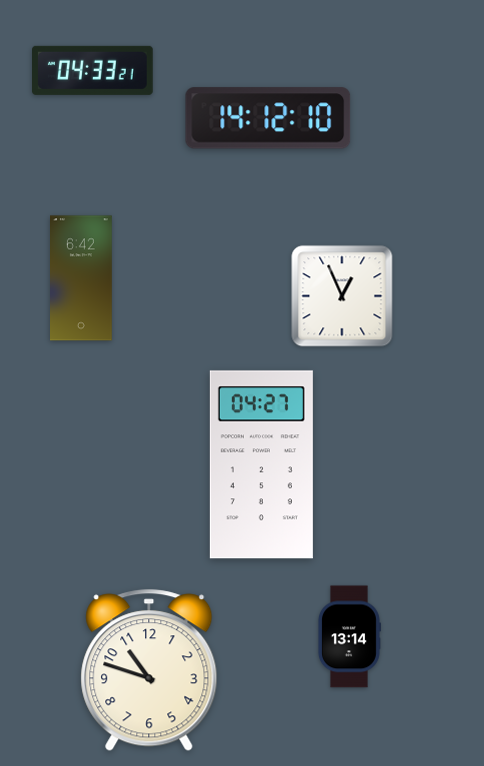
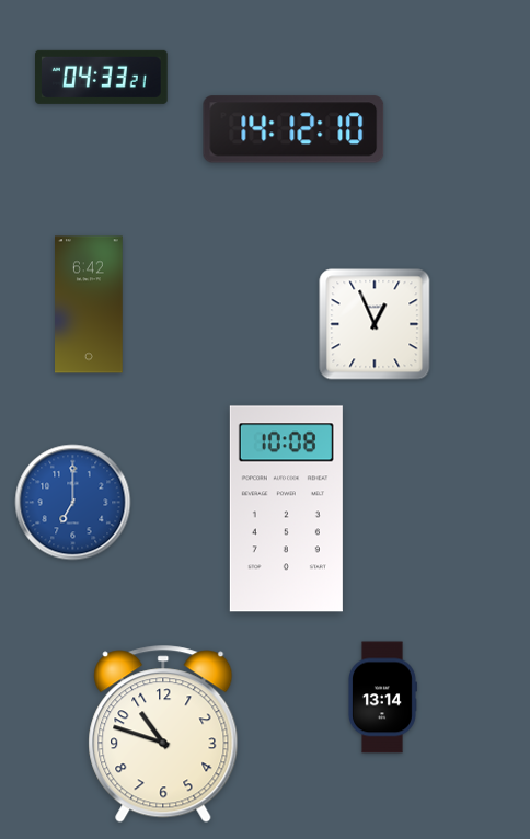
clock at (73, 503): none -> 7:00
clock at (261, 465): 04:27 -> 10:08
